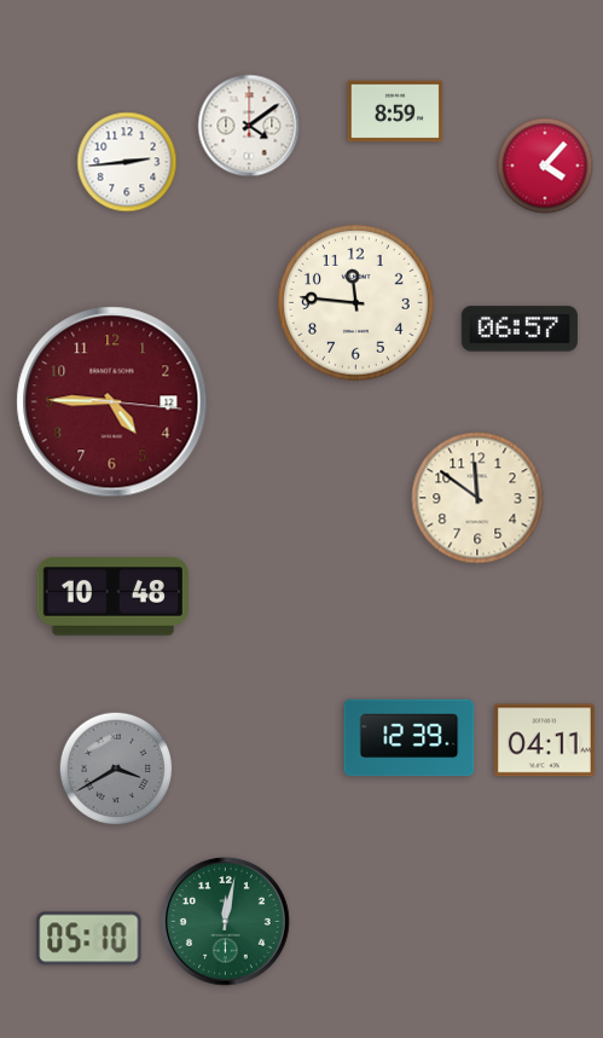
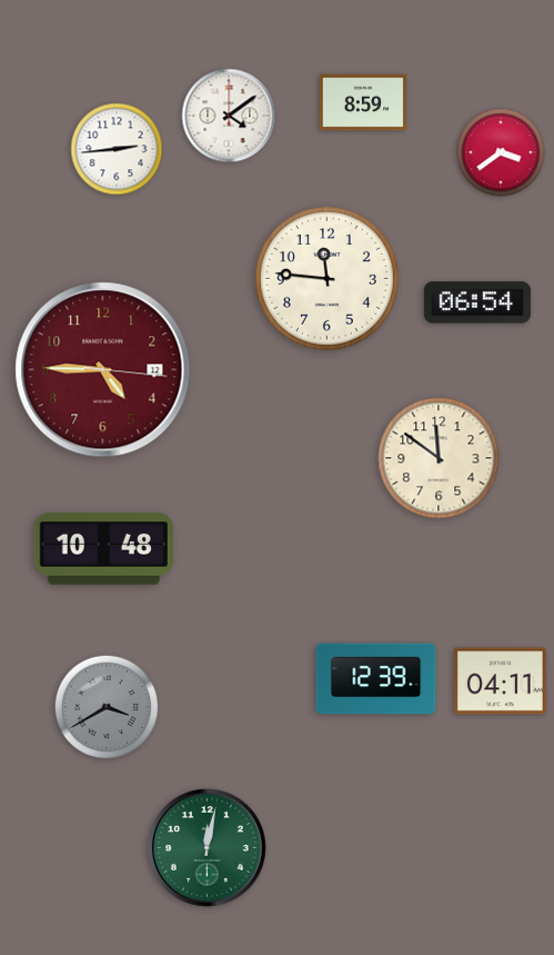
clock at (545, 166): 4:07 -> 3:39
clock at (520, 329): 06:57 -> 06:54
clock at (89, 939): 05:10 -> none
